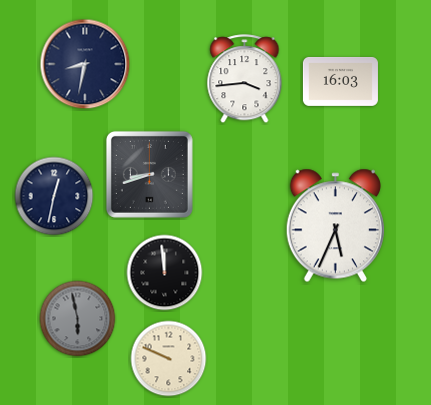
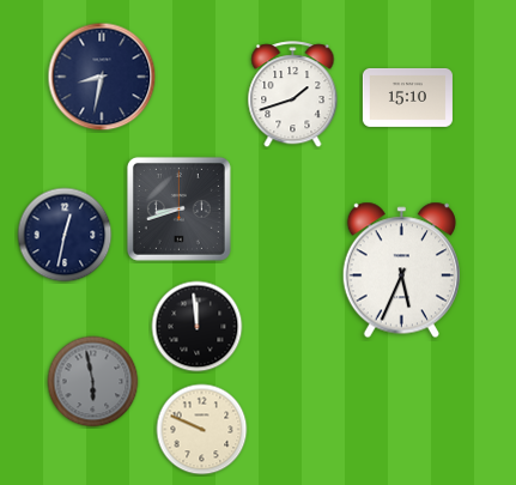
clock at (245, 79): 3:44 -> 1:42
clock at (340, 81): 16:03 -> 15:10
